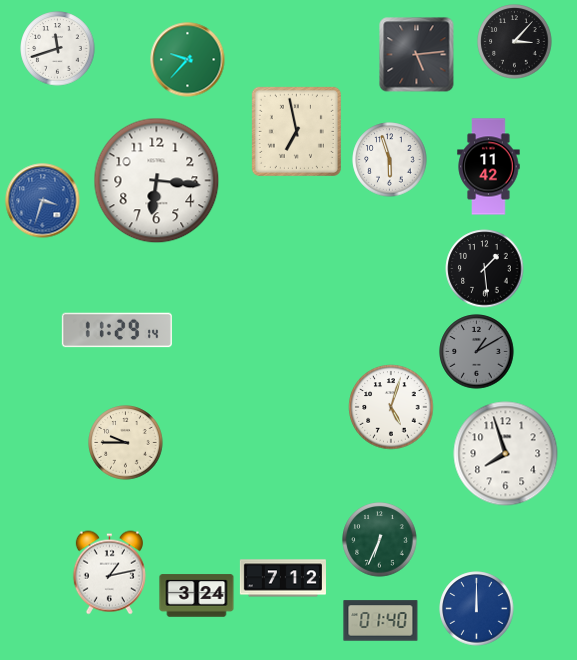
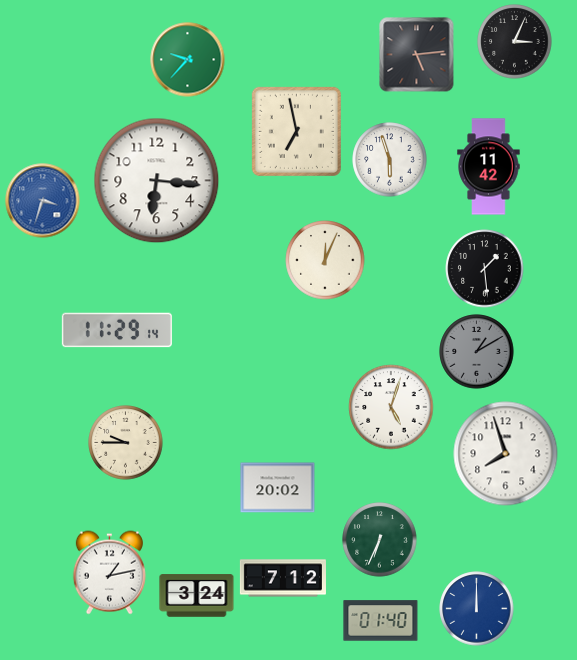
clock at (515, 42): 3:07 -> 3:04
clock at (58, 49): 11:42 -> none
clock at (325, 260): none -> 12:04
clock at (278, 488): none -> 20:02
